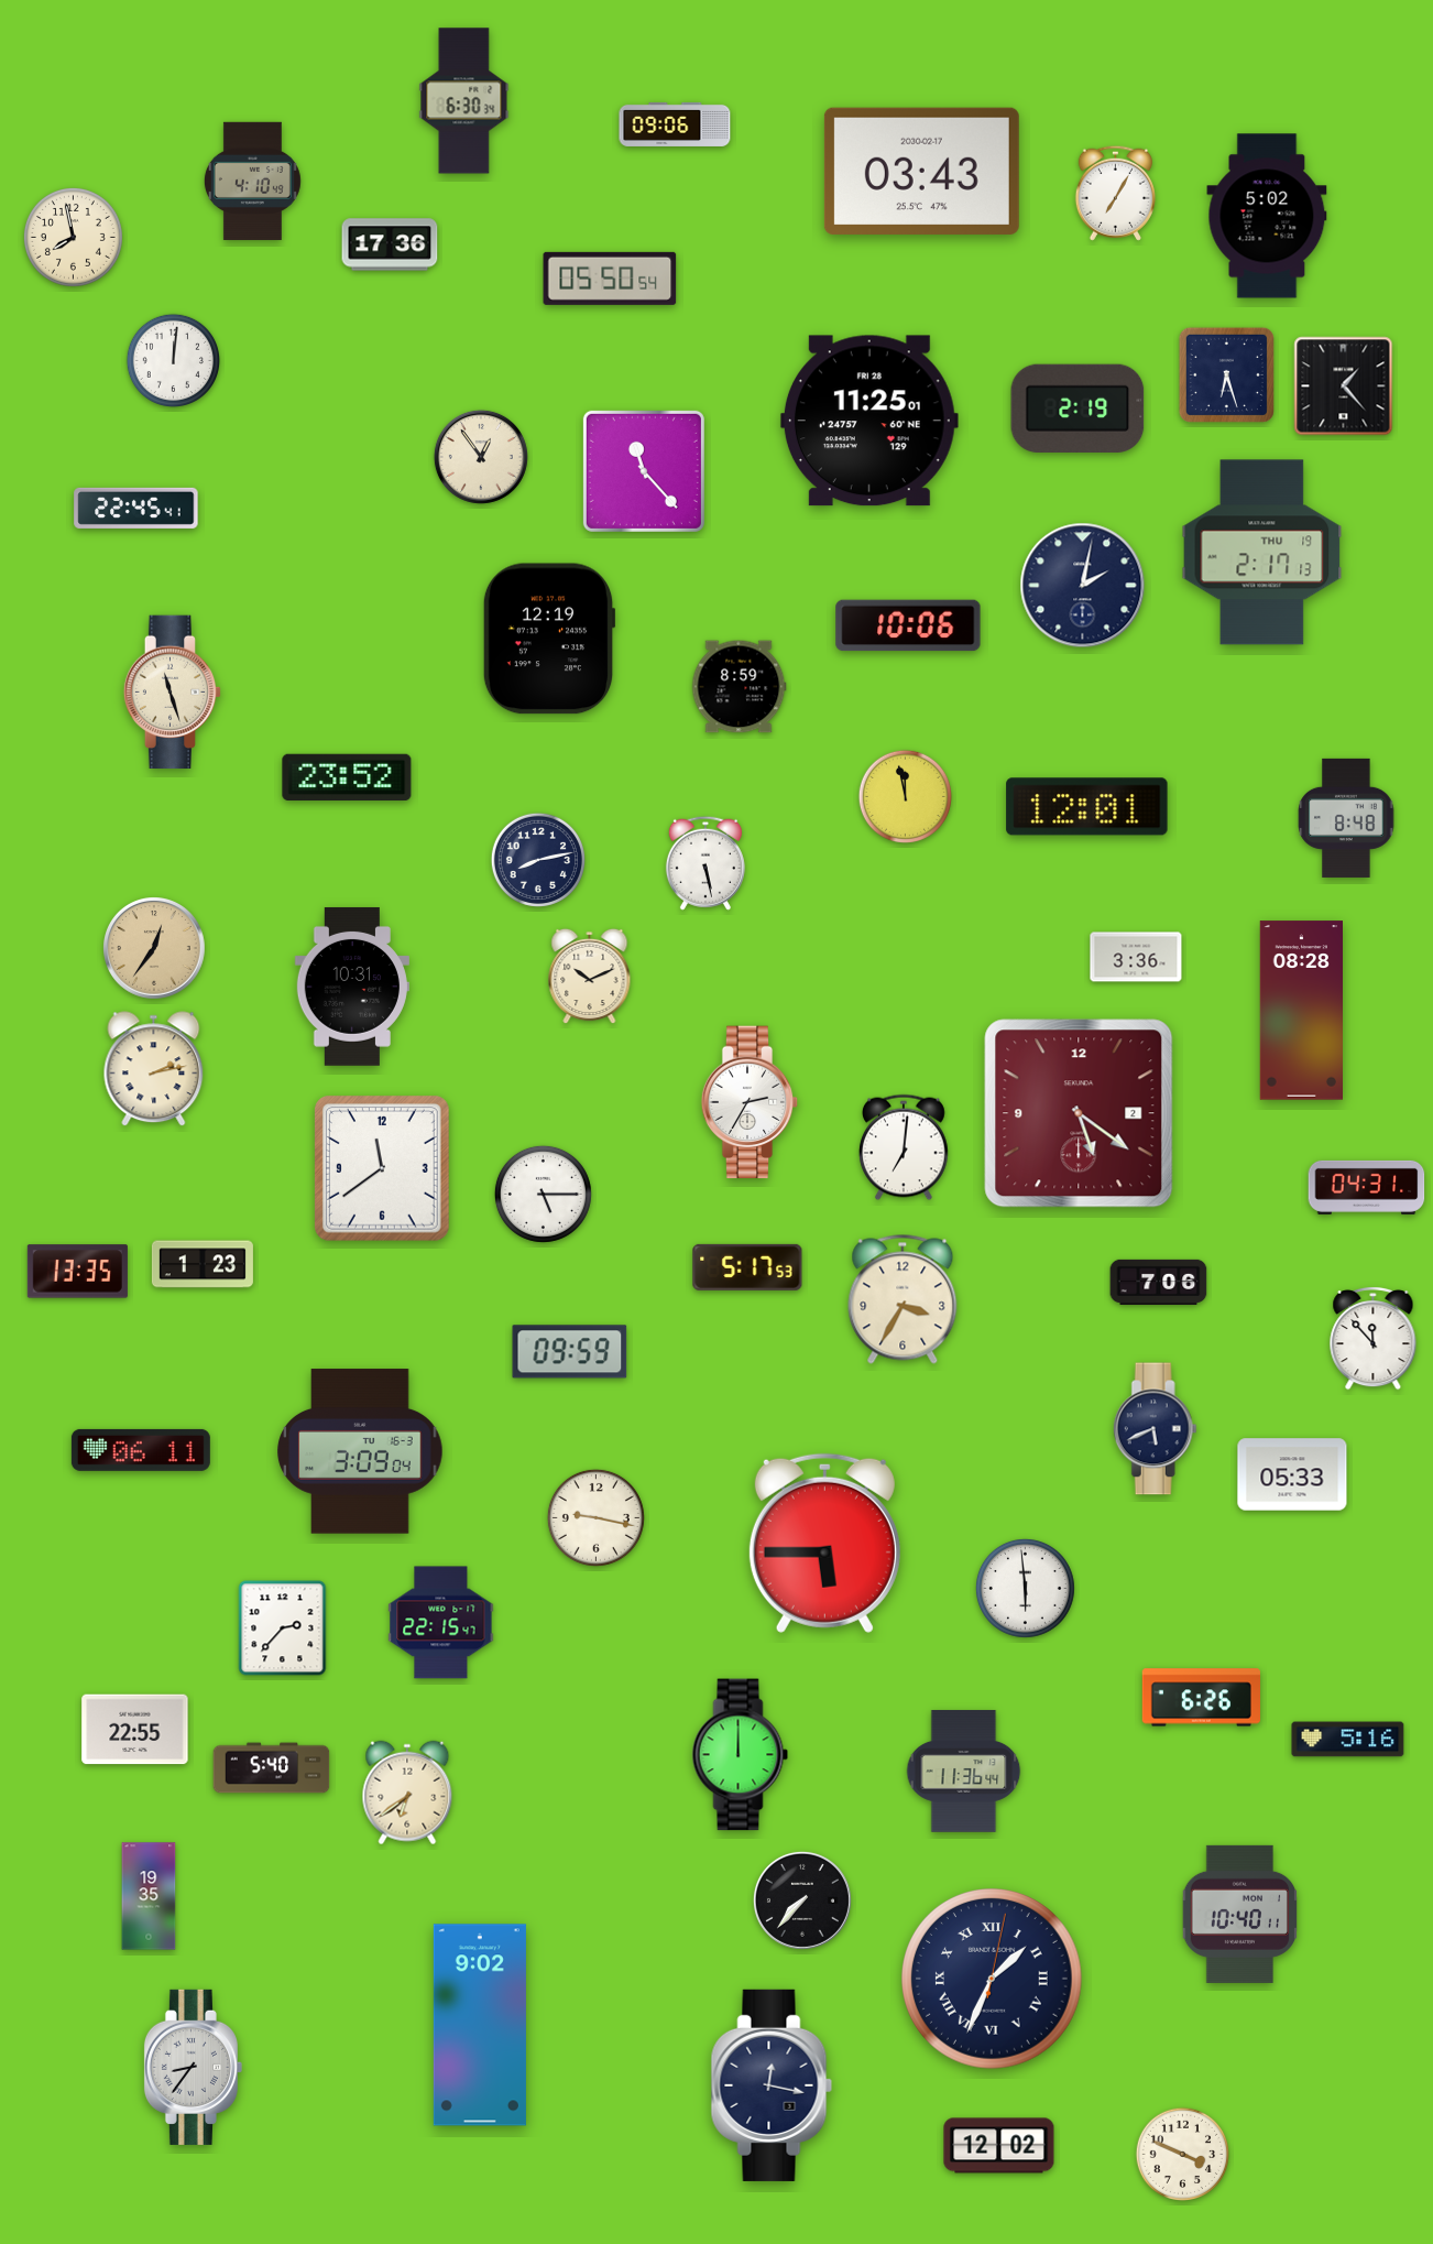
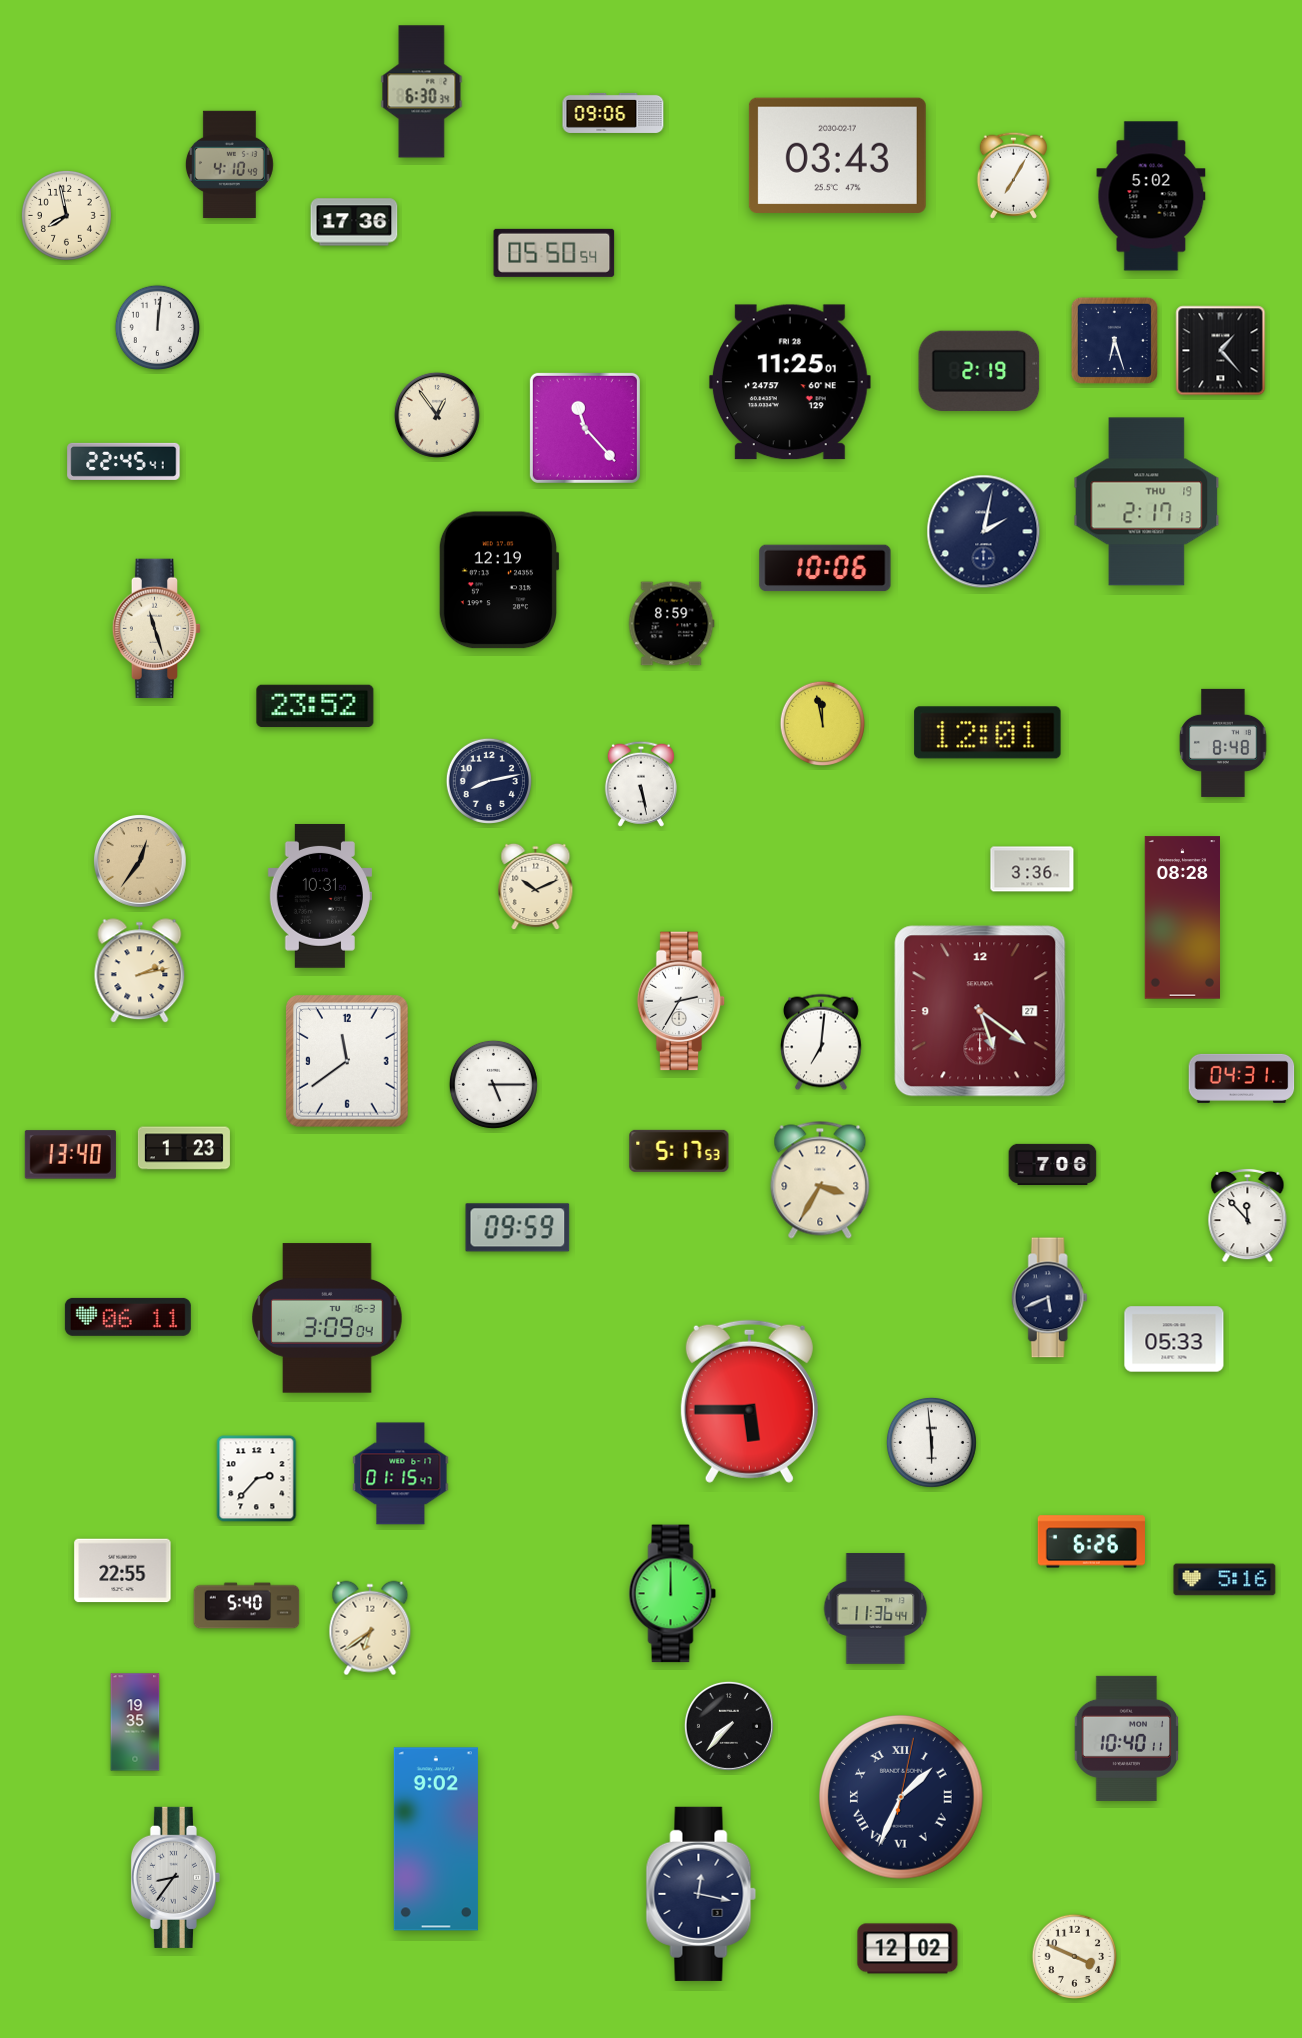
clock at (1079, 1113) date: 2 -> 27
clock at (77, 1272): 13:35 -> 13:40
clock at (595, 1517): 9:17 -> none
clock at (441, 1623): 22:15 -> 01:15
